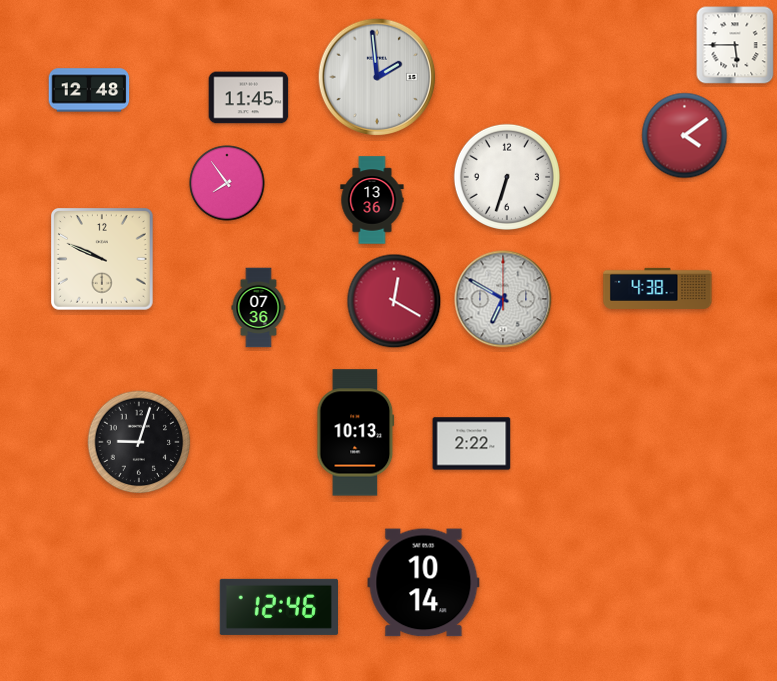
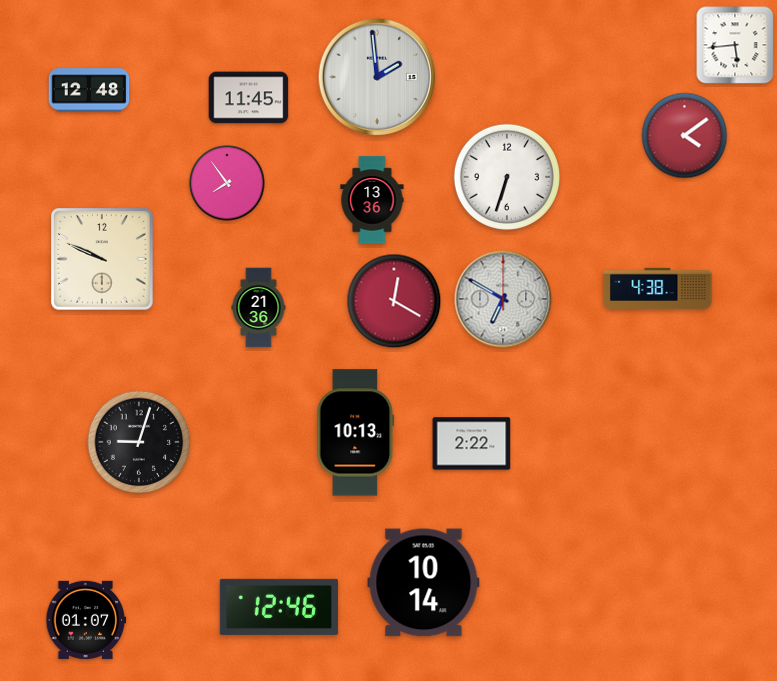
clock at (735, 45): 5:45 -> 5:44
clock at (259, 308): 07:36 -> 21:36
clock at (86, 620): none -> 01:07
